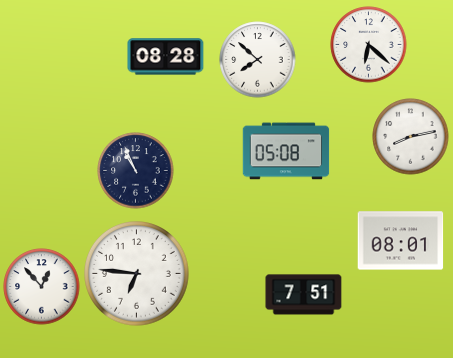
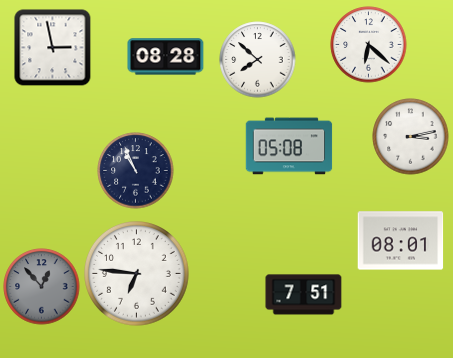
clock at (53, 48): none -> 2:58
clock at (411, 137): 8:13 -> 3:13
clock at (286, 151) position: (286, 151) -> (289, 146)
clock at (42, 287) dial: white -> grey
